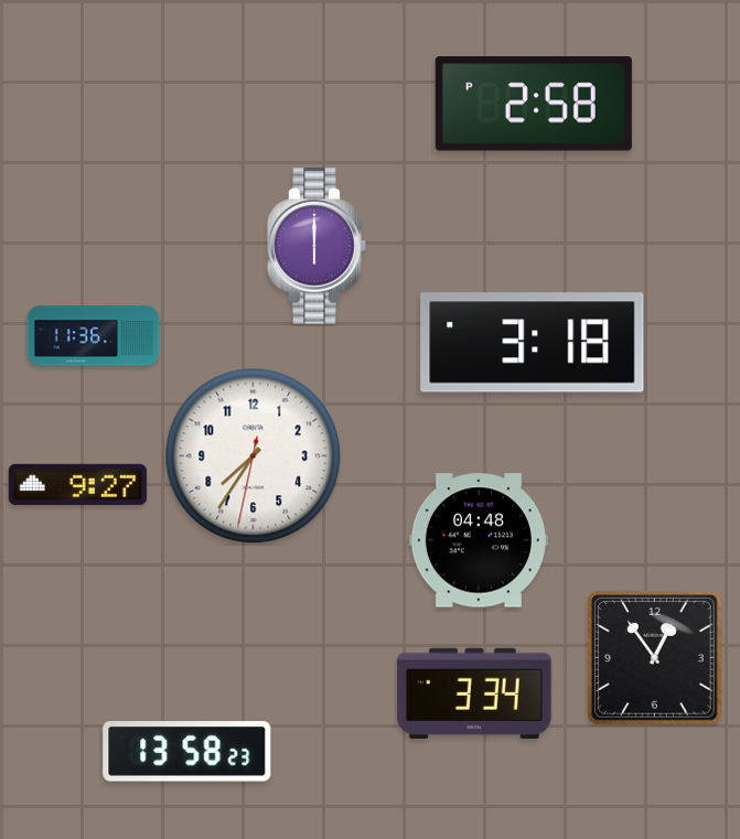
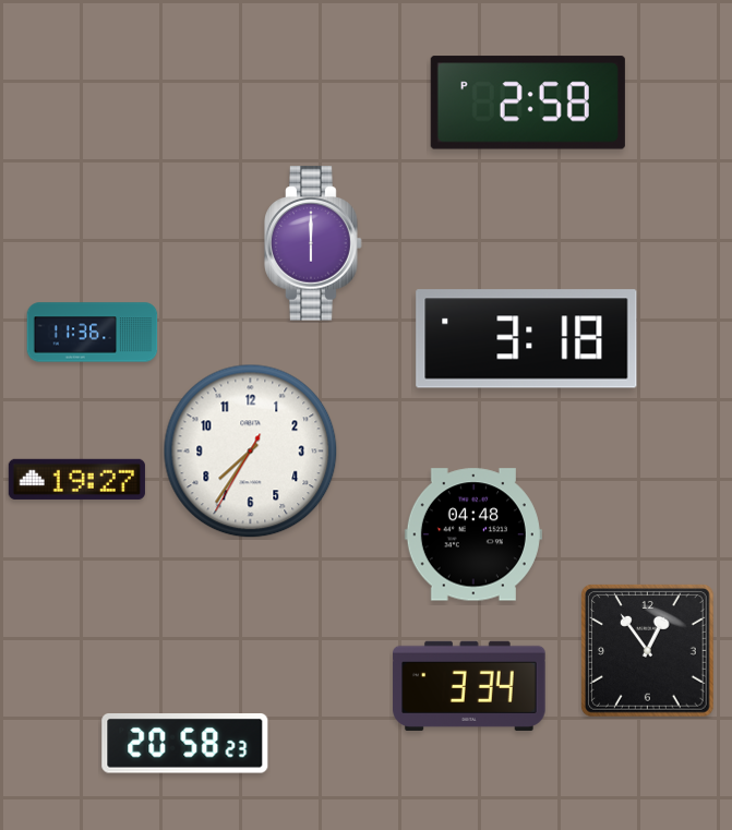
clock at (254, 456): 7:35:32 -> 7:35:35
clock at (77, 484): 9:27 -> 19:27
clock at (187, 752): 13:58 -> 20:58
